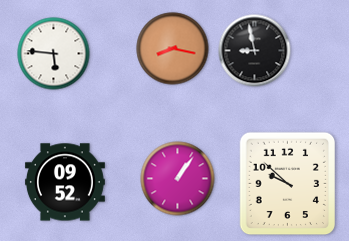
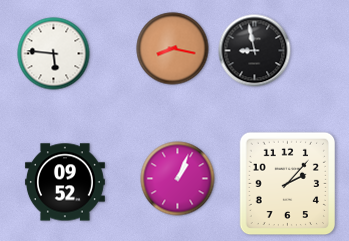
clock at (178, 179): 1:06 -> 1:04
clock at (288, 184): 9:52 -> 2:07
